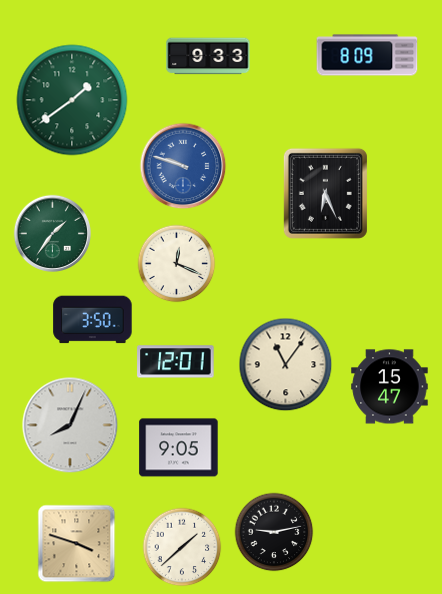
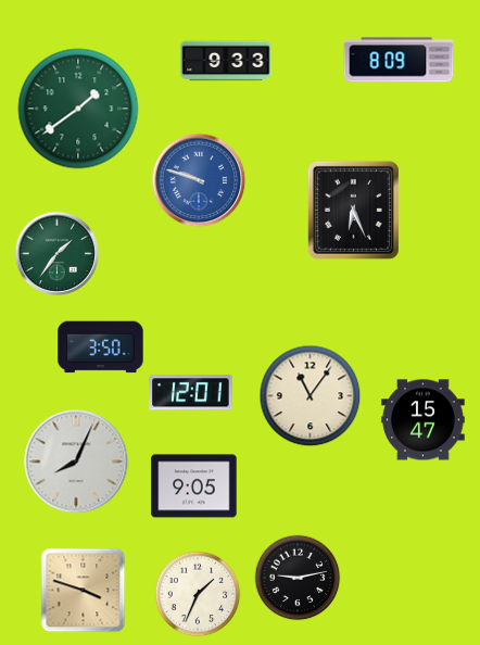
clock at (176, 263): 12:19 -> none
clock at (182, 547): 1:38 -> 1:34
